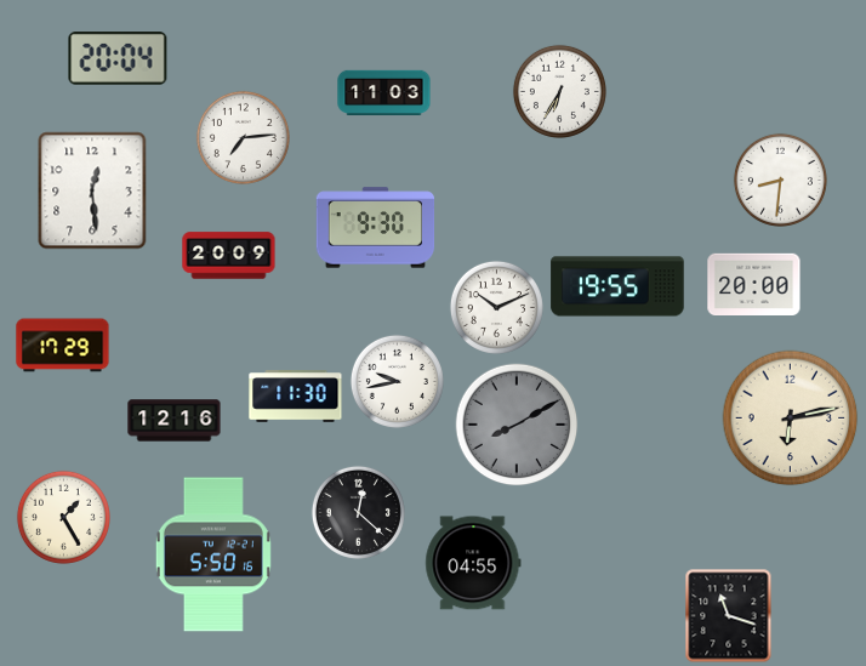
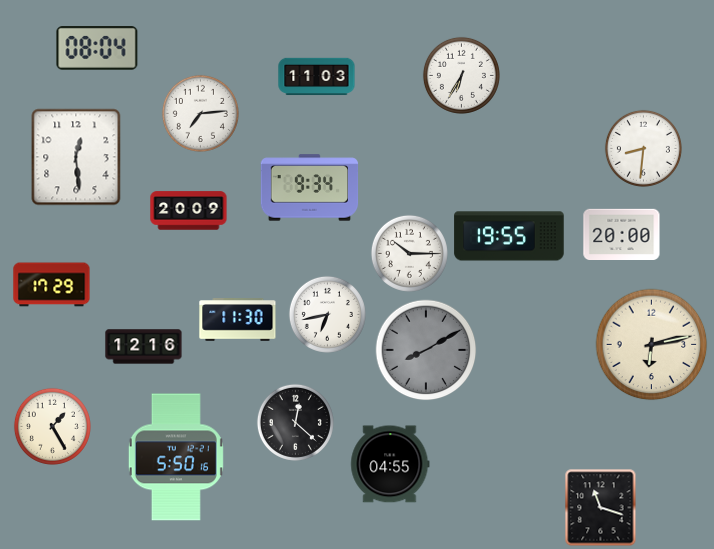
clock at (118, 59): 20:04 -> 08:04
clock at (376, 228): 9:30 -> 9:34
clock at (496, 307): 10:11 -> 10:15
clock at (397, 381): 9:43 -> 6:43
clock at (296, 397) position: (296, 397) -> (238, 320)
